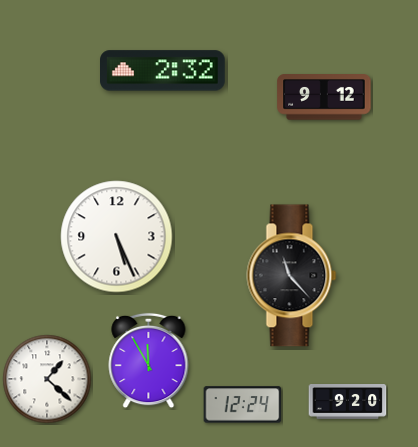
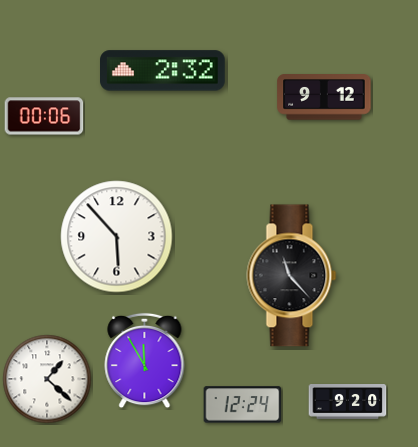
clock at (44, 116): none -> 00:06
clock at (117, 237): 5:26 -> 5:53
clock at (149, 361) position: (149, 361) -> (145, 361)
